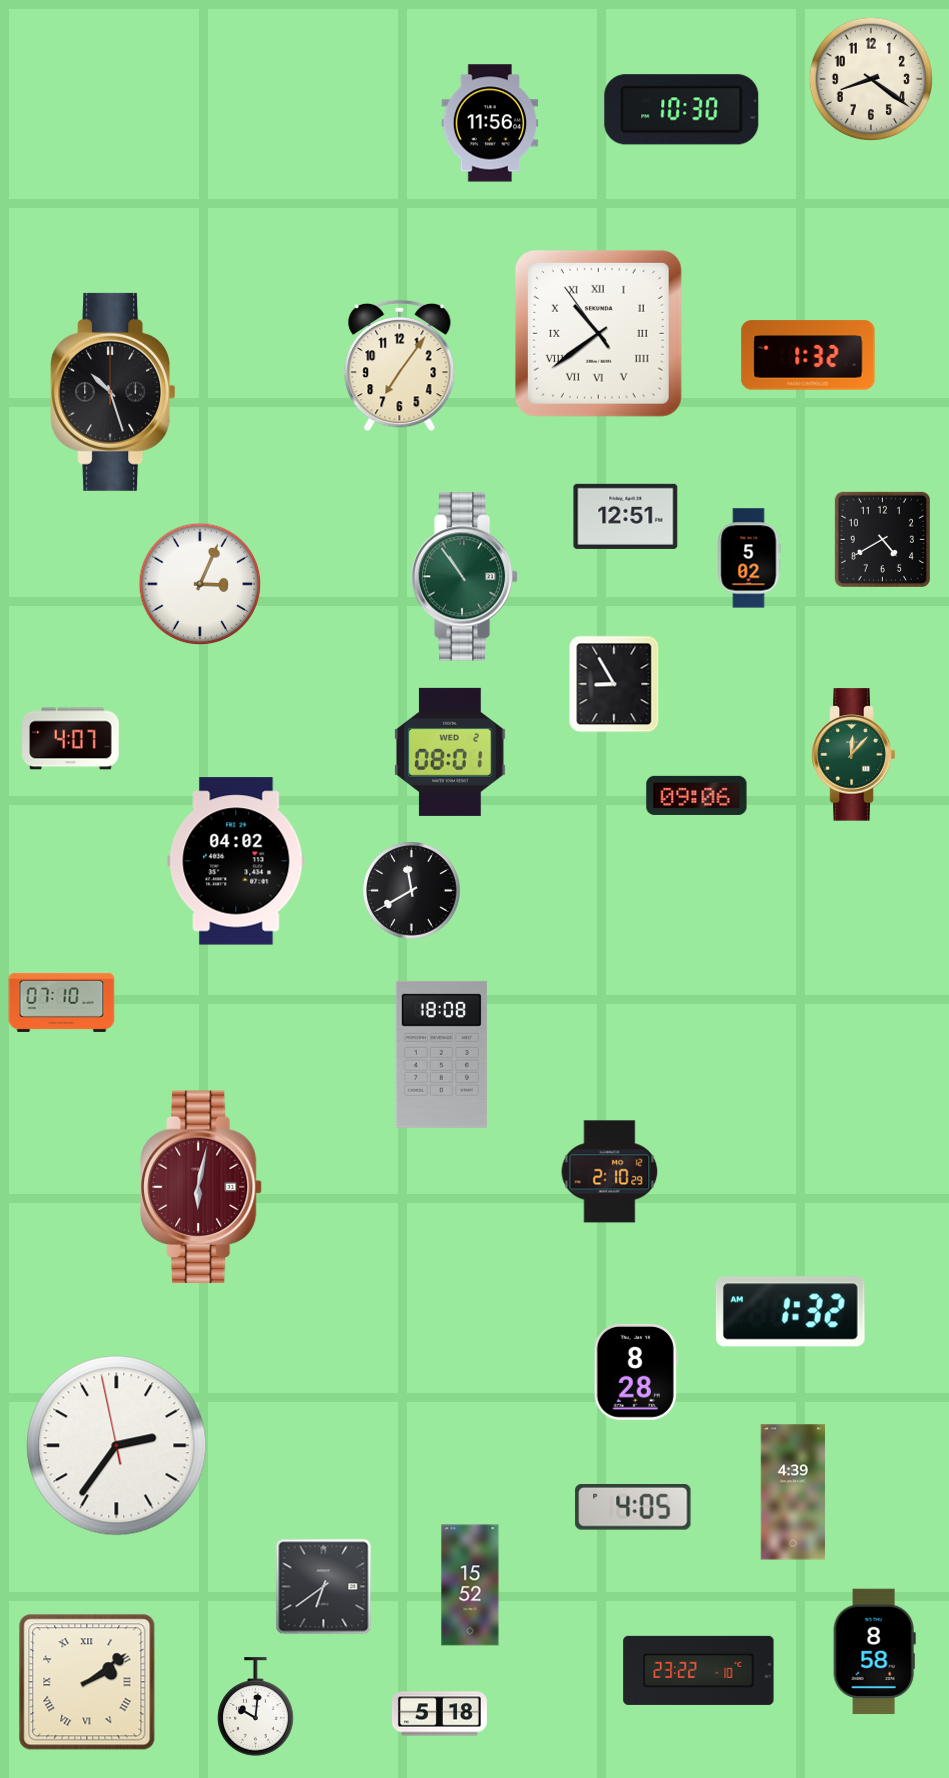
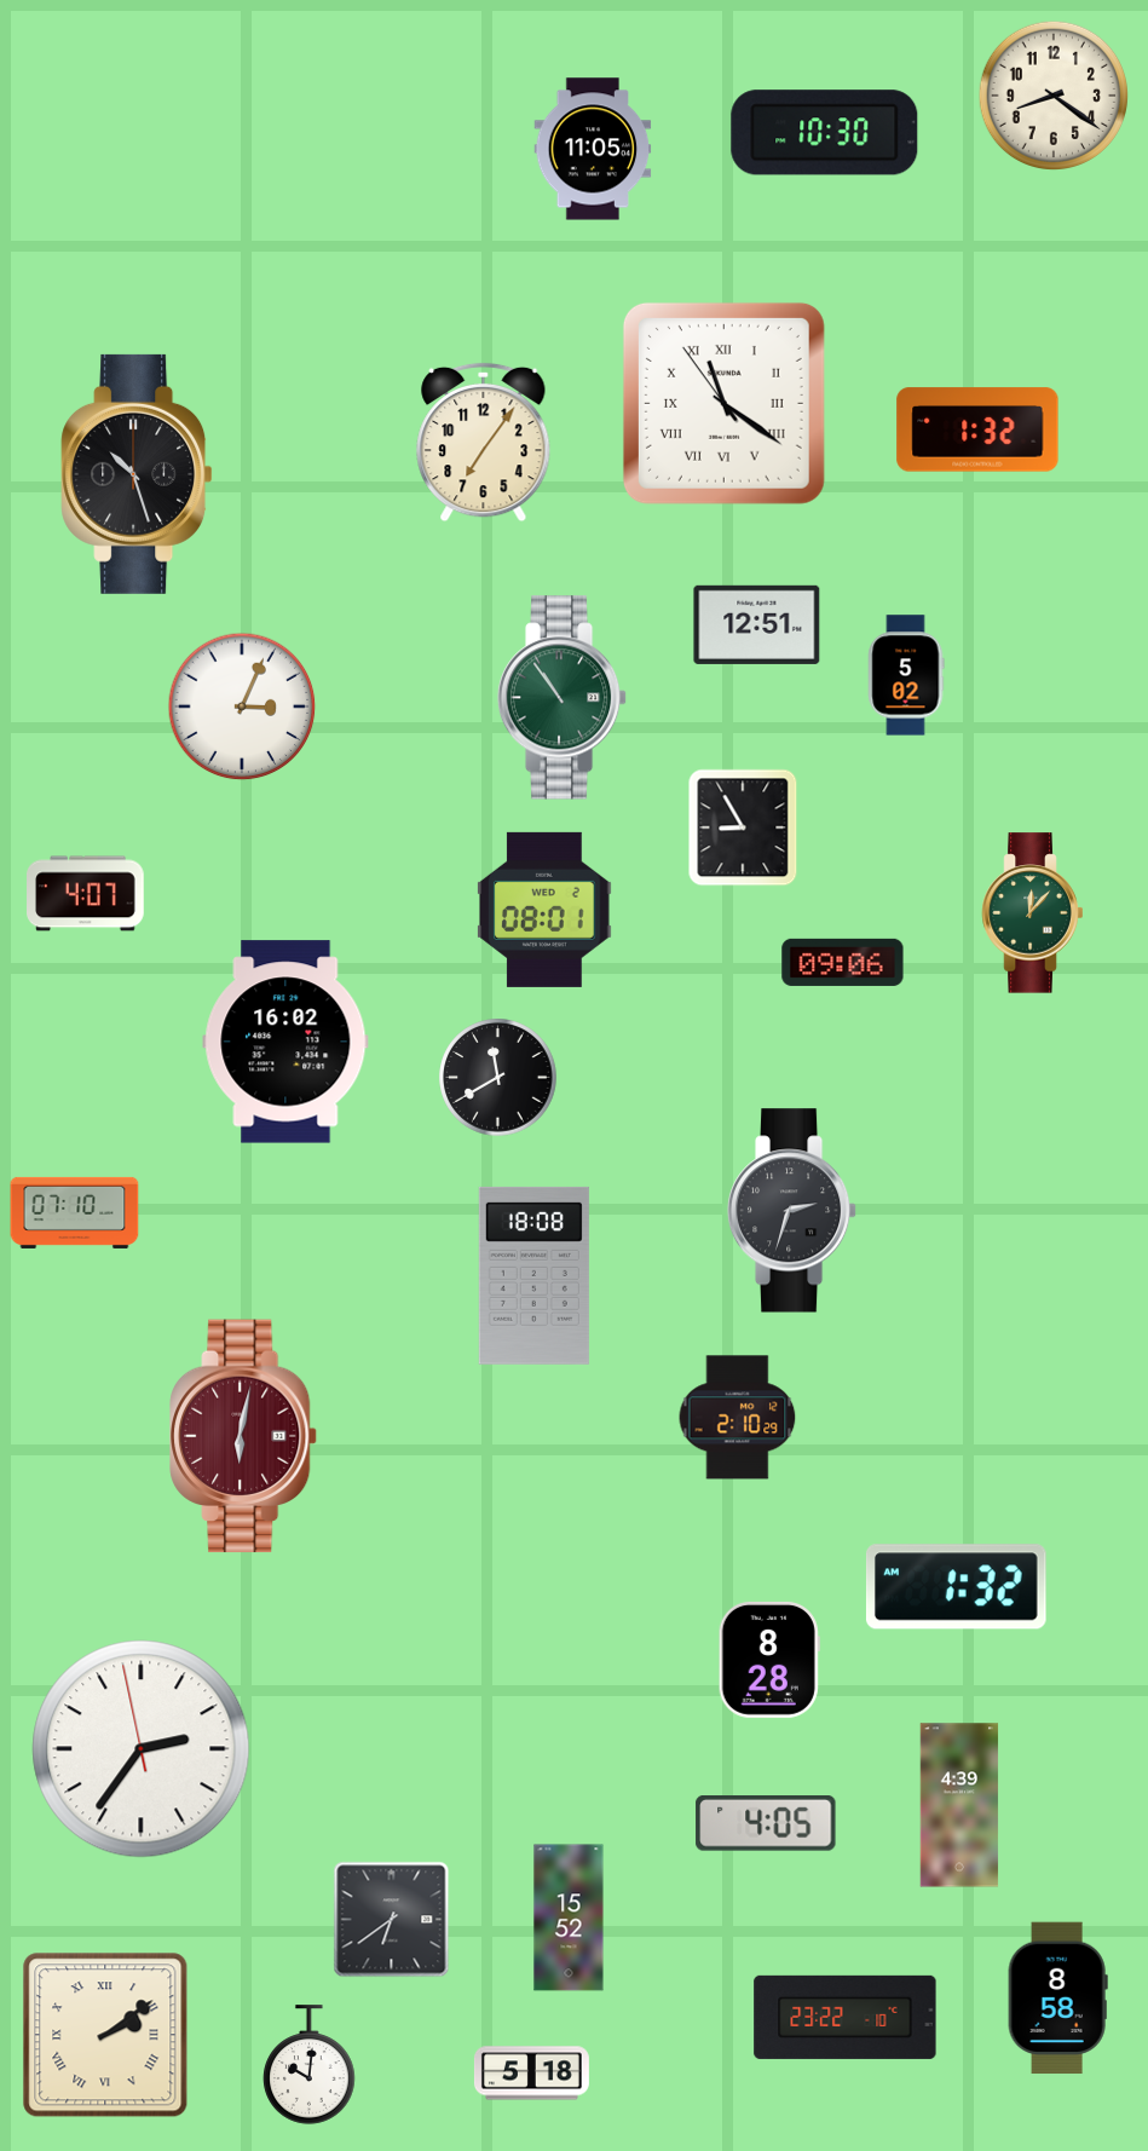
clock at (490, 123): 11:56 -> 11:05
clock at (598, 333): 10:38 -> 11:20
clock at (882, 539): 4:40 -> none
clock at (236, 861): 04:02 -> 16:02
clock at (792, 1211): none -> 2:33
clock at (699, 1670) position: (699, 1670) -> (846, 2017)
